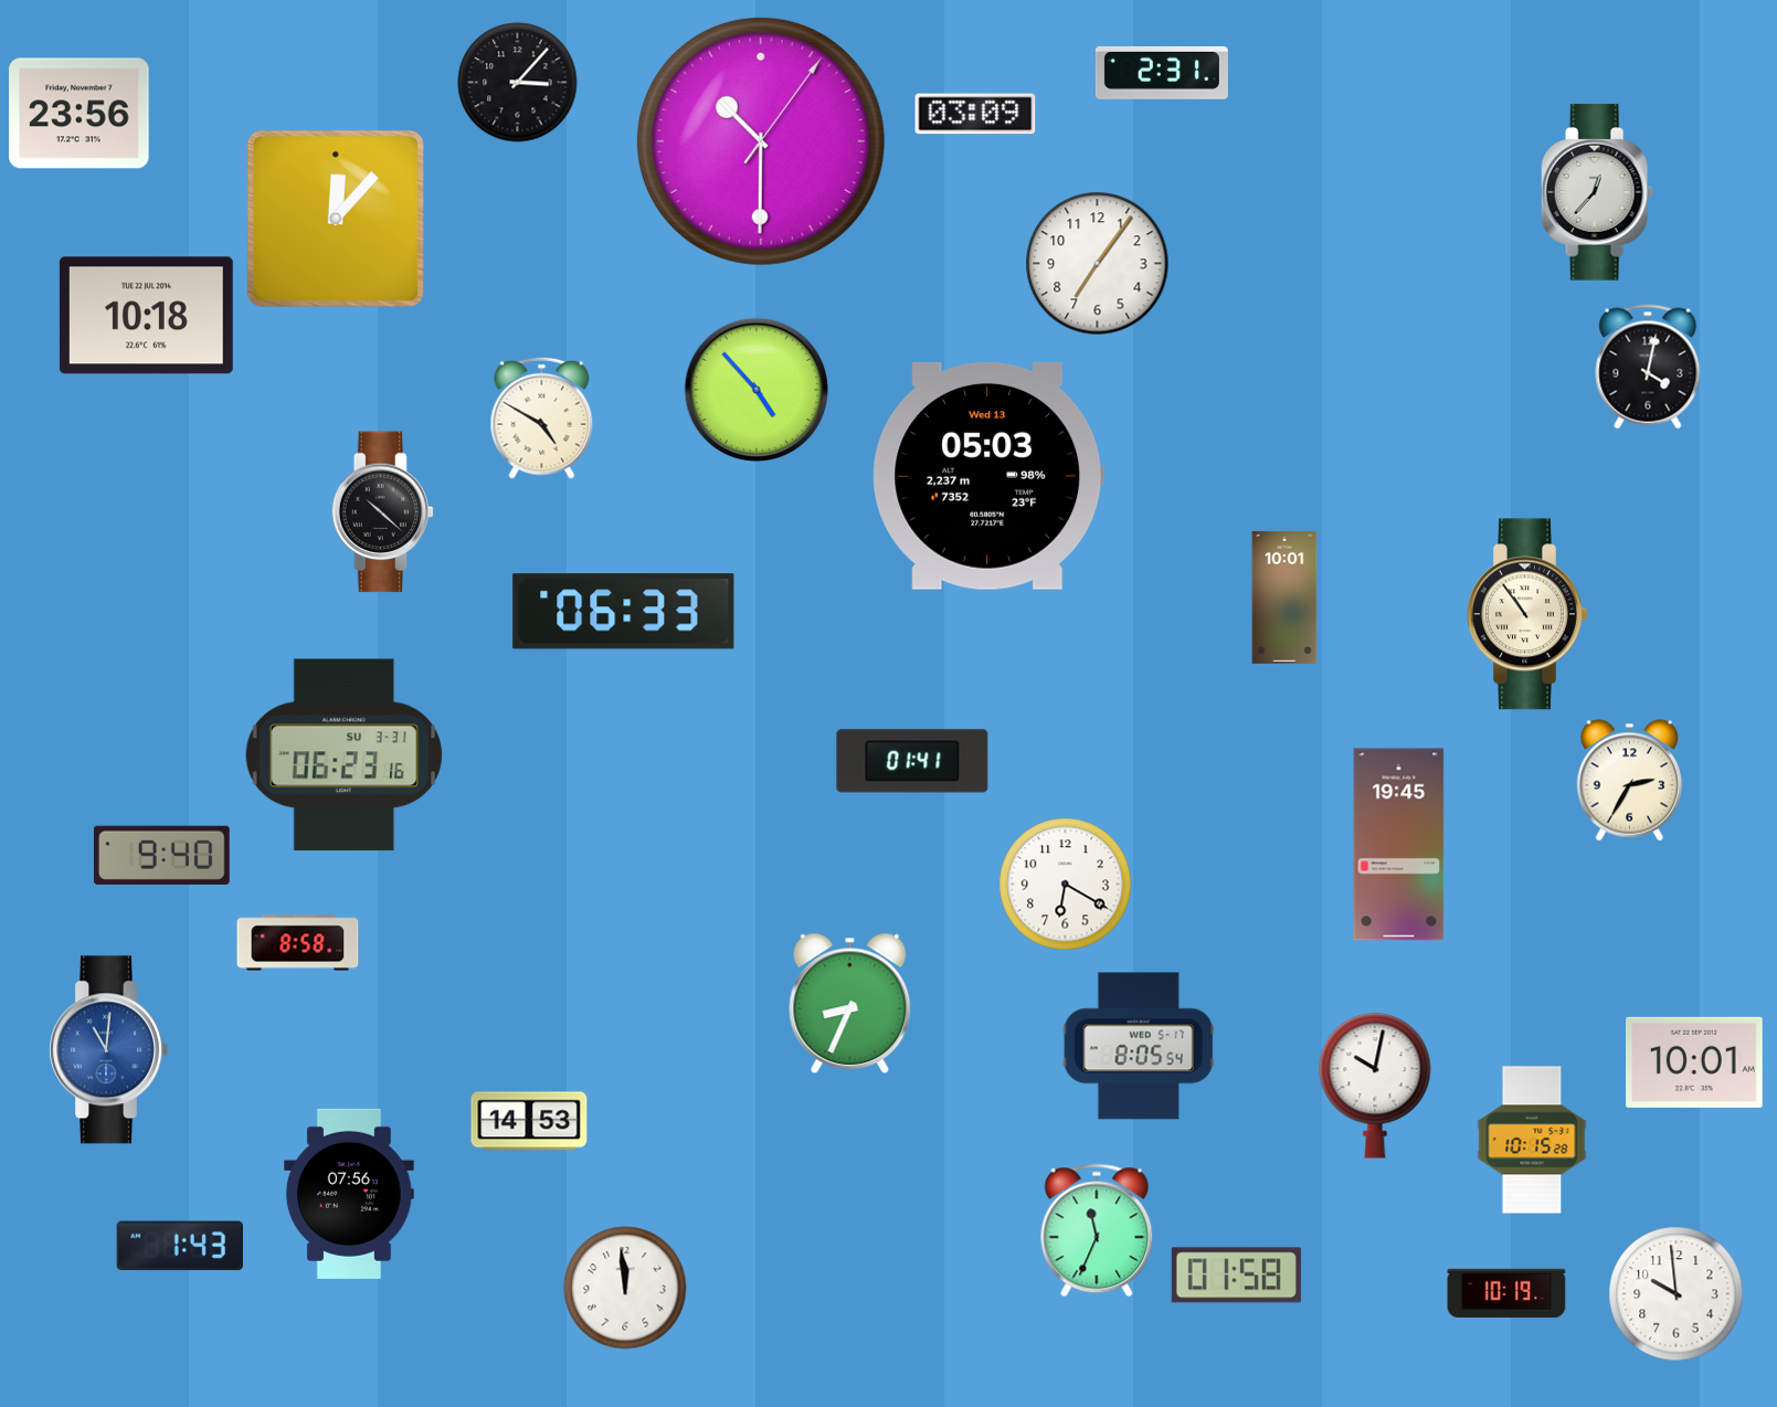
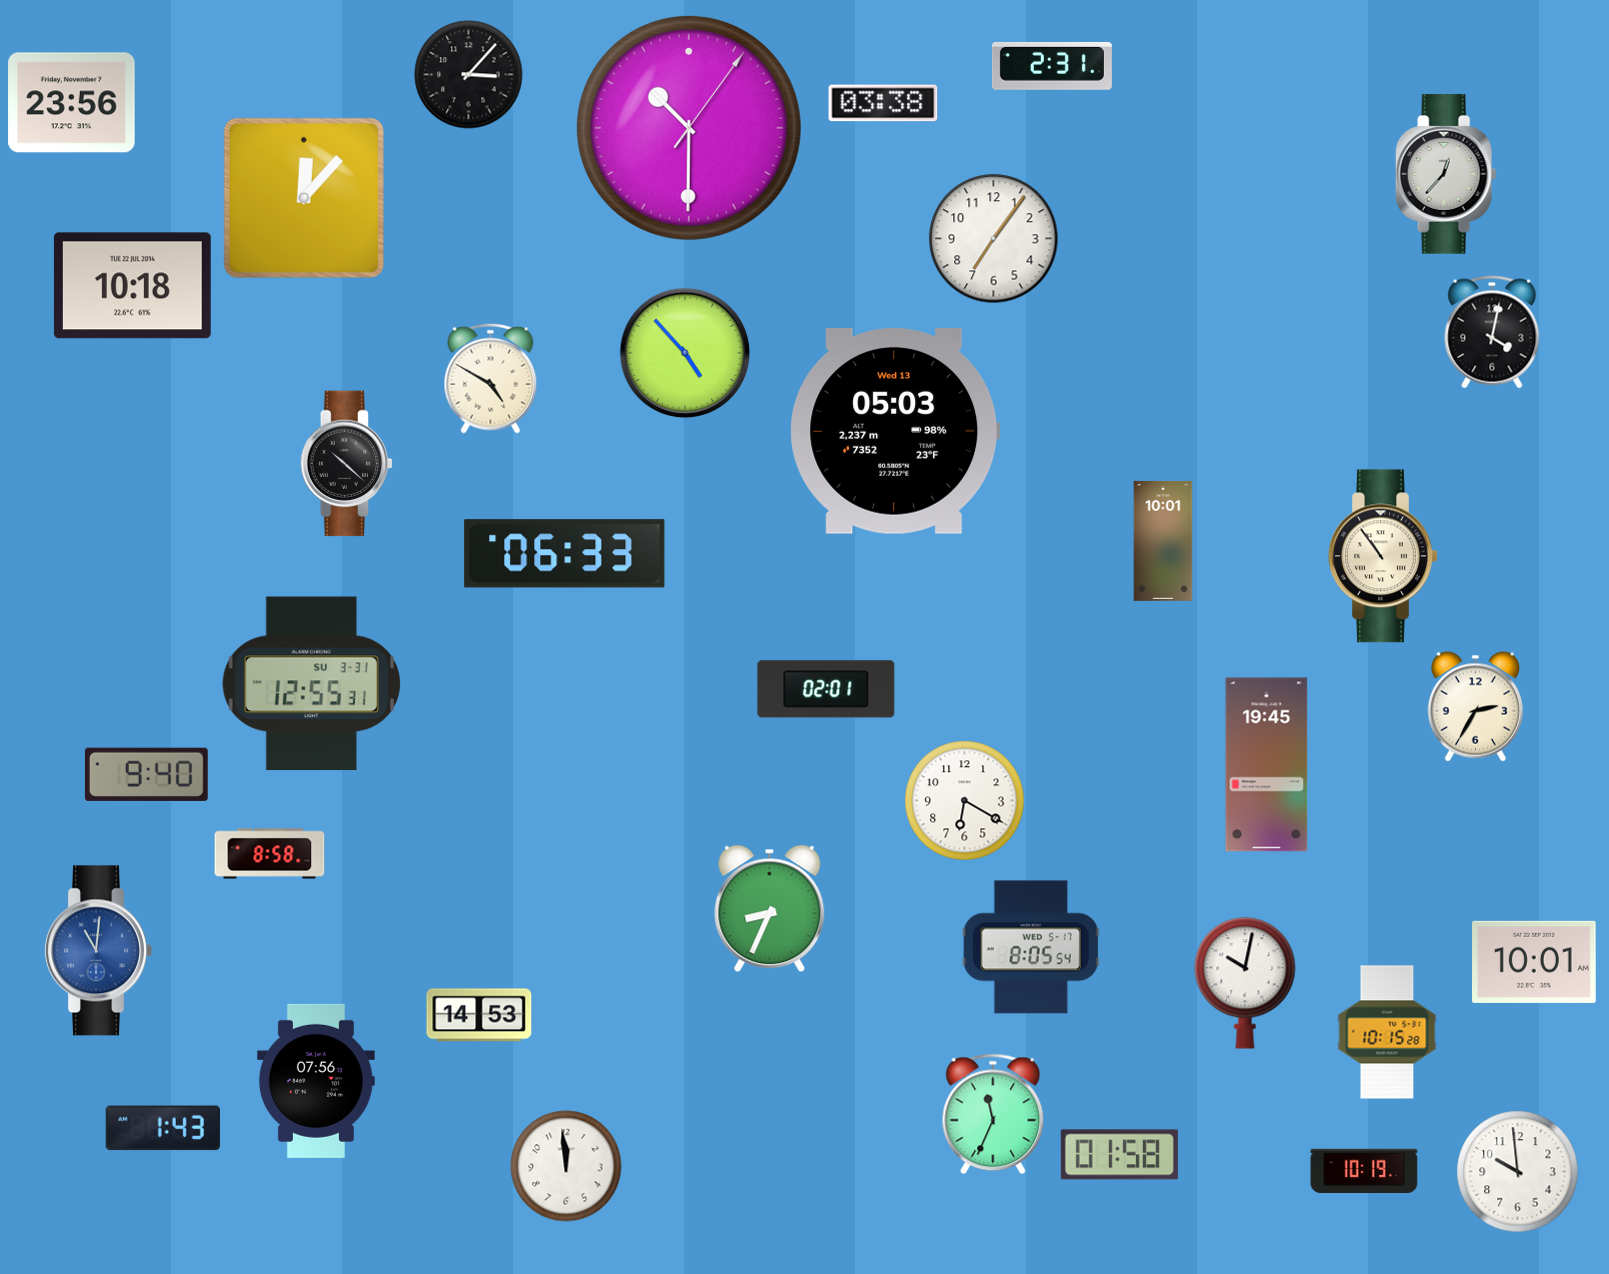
clock at (975, 114): 03:09 -> 03:38
clock at (343, 755): 06:23 -> 12:55
clock at (912, 761): 01:41 -> 02:01
